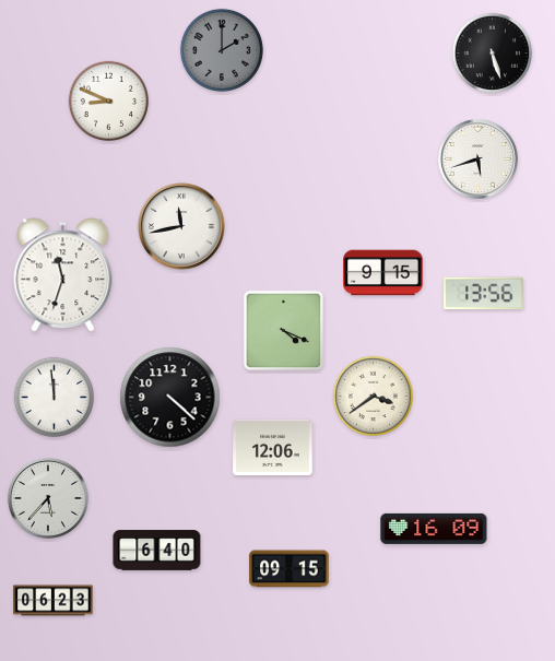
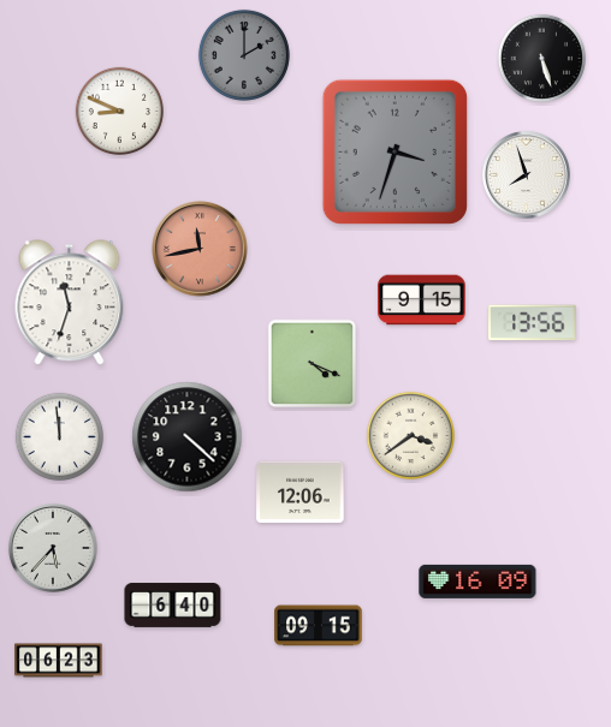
clock at (395, 151): none -> 3:33
clock at (479, 160): 5:42 -> 7:57
clock at (181, 226) dial: white -> salmon
